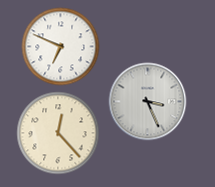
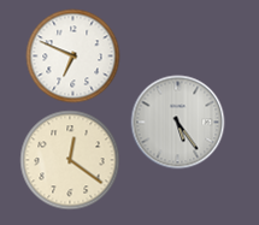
clock at (147, 101): 3:26 -> 5:24
clock at (58, 133): 12:23 -> 12:21
